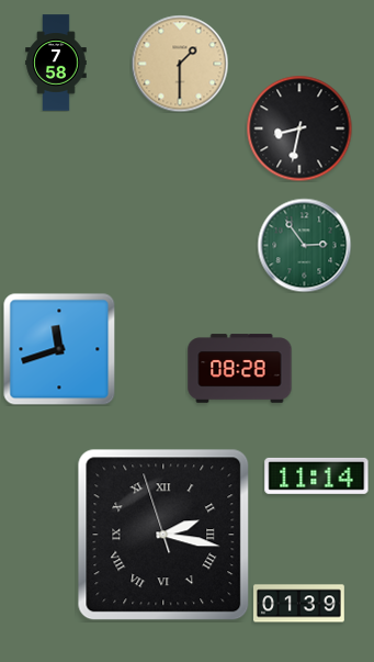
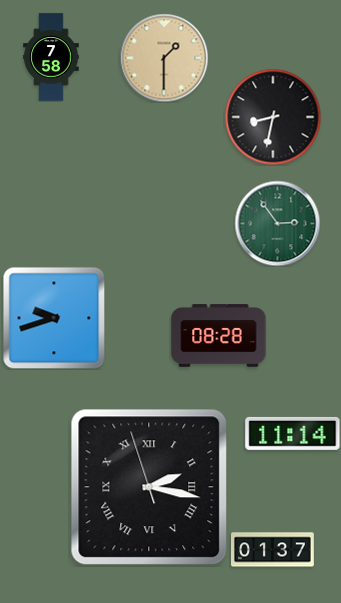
clock at (59, 349): 11:42 -> 9:42
clock at (317, 475) position: (317, 475) -> (293, 433)
clock at (299, 604): 01:39 -> 01:37
